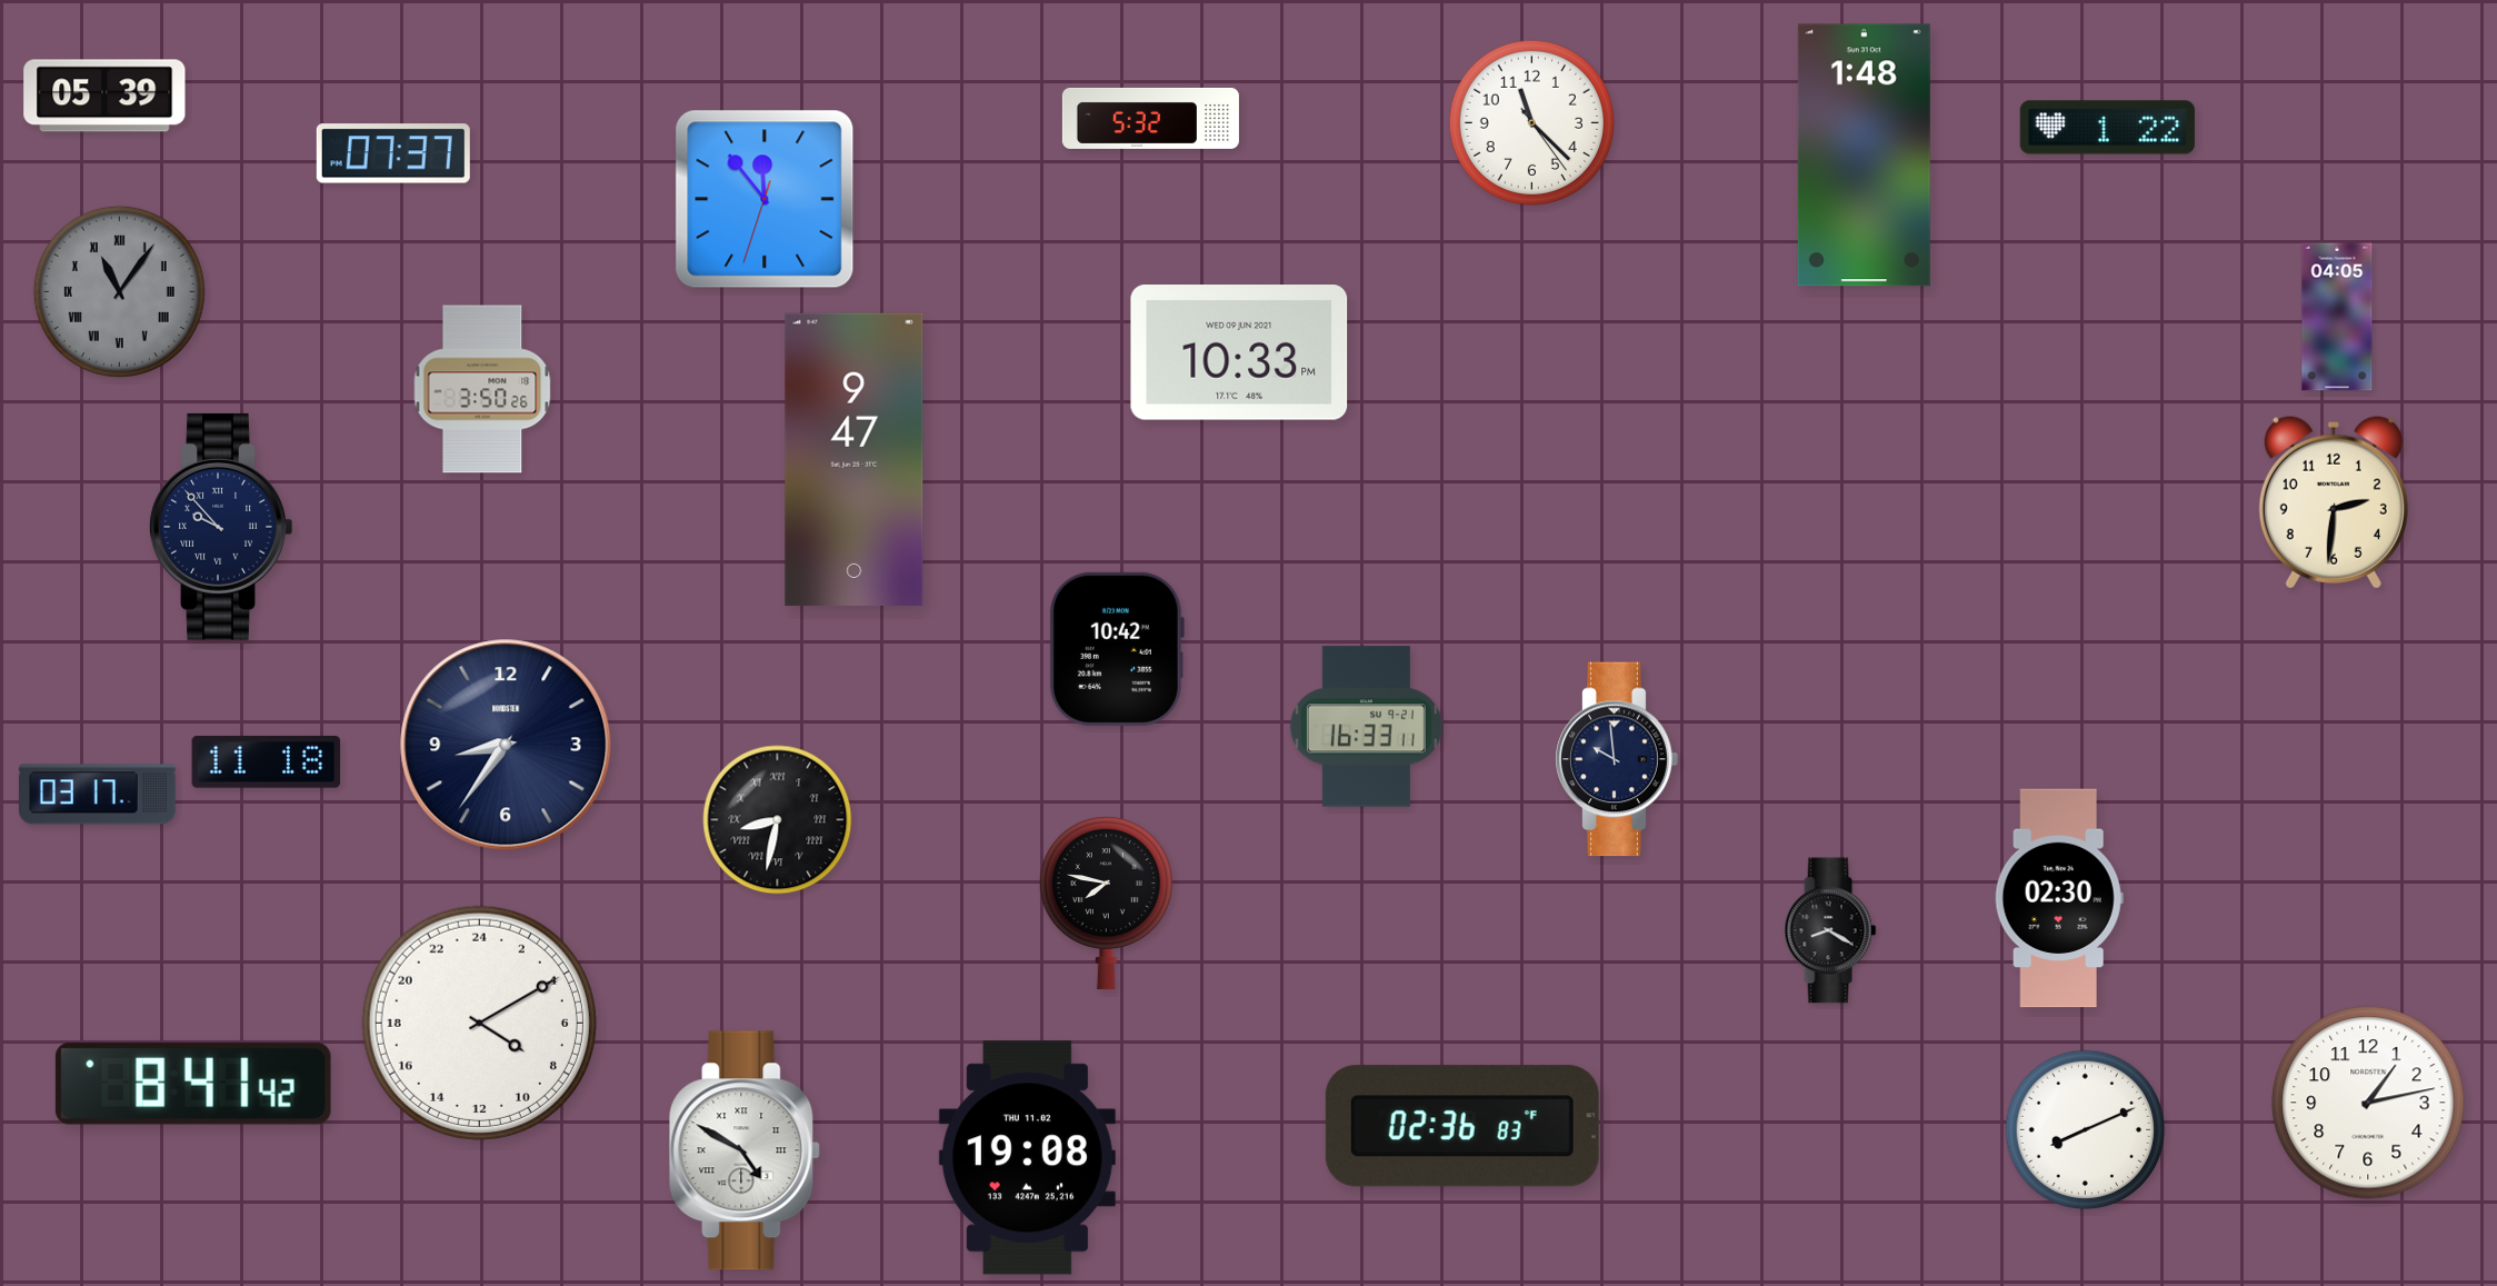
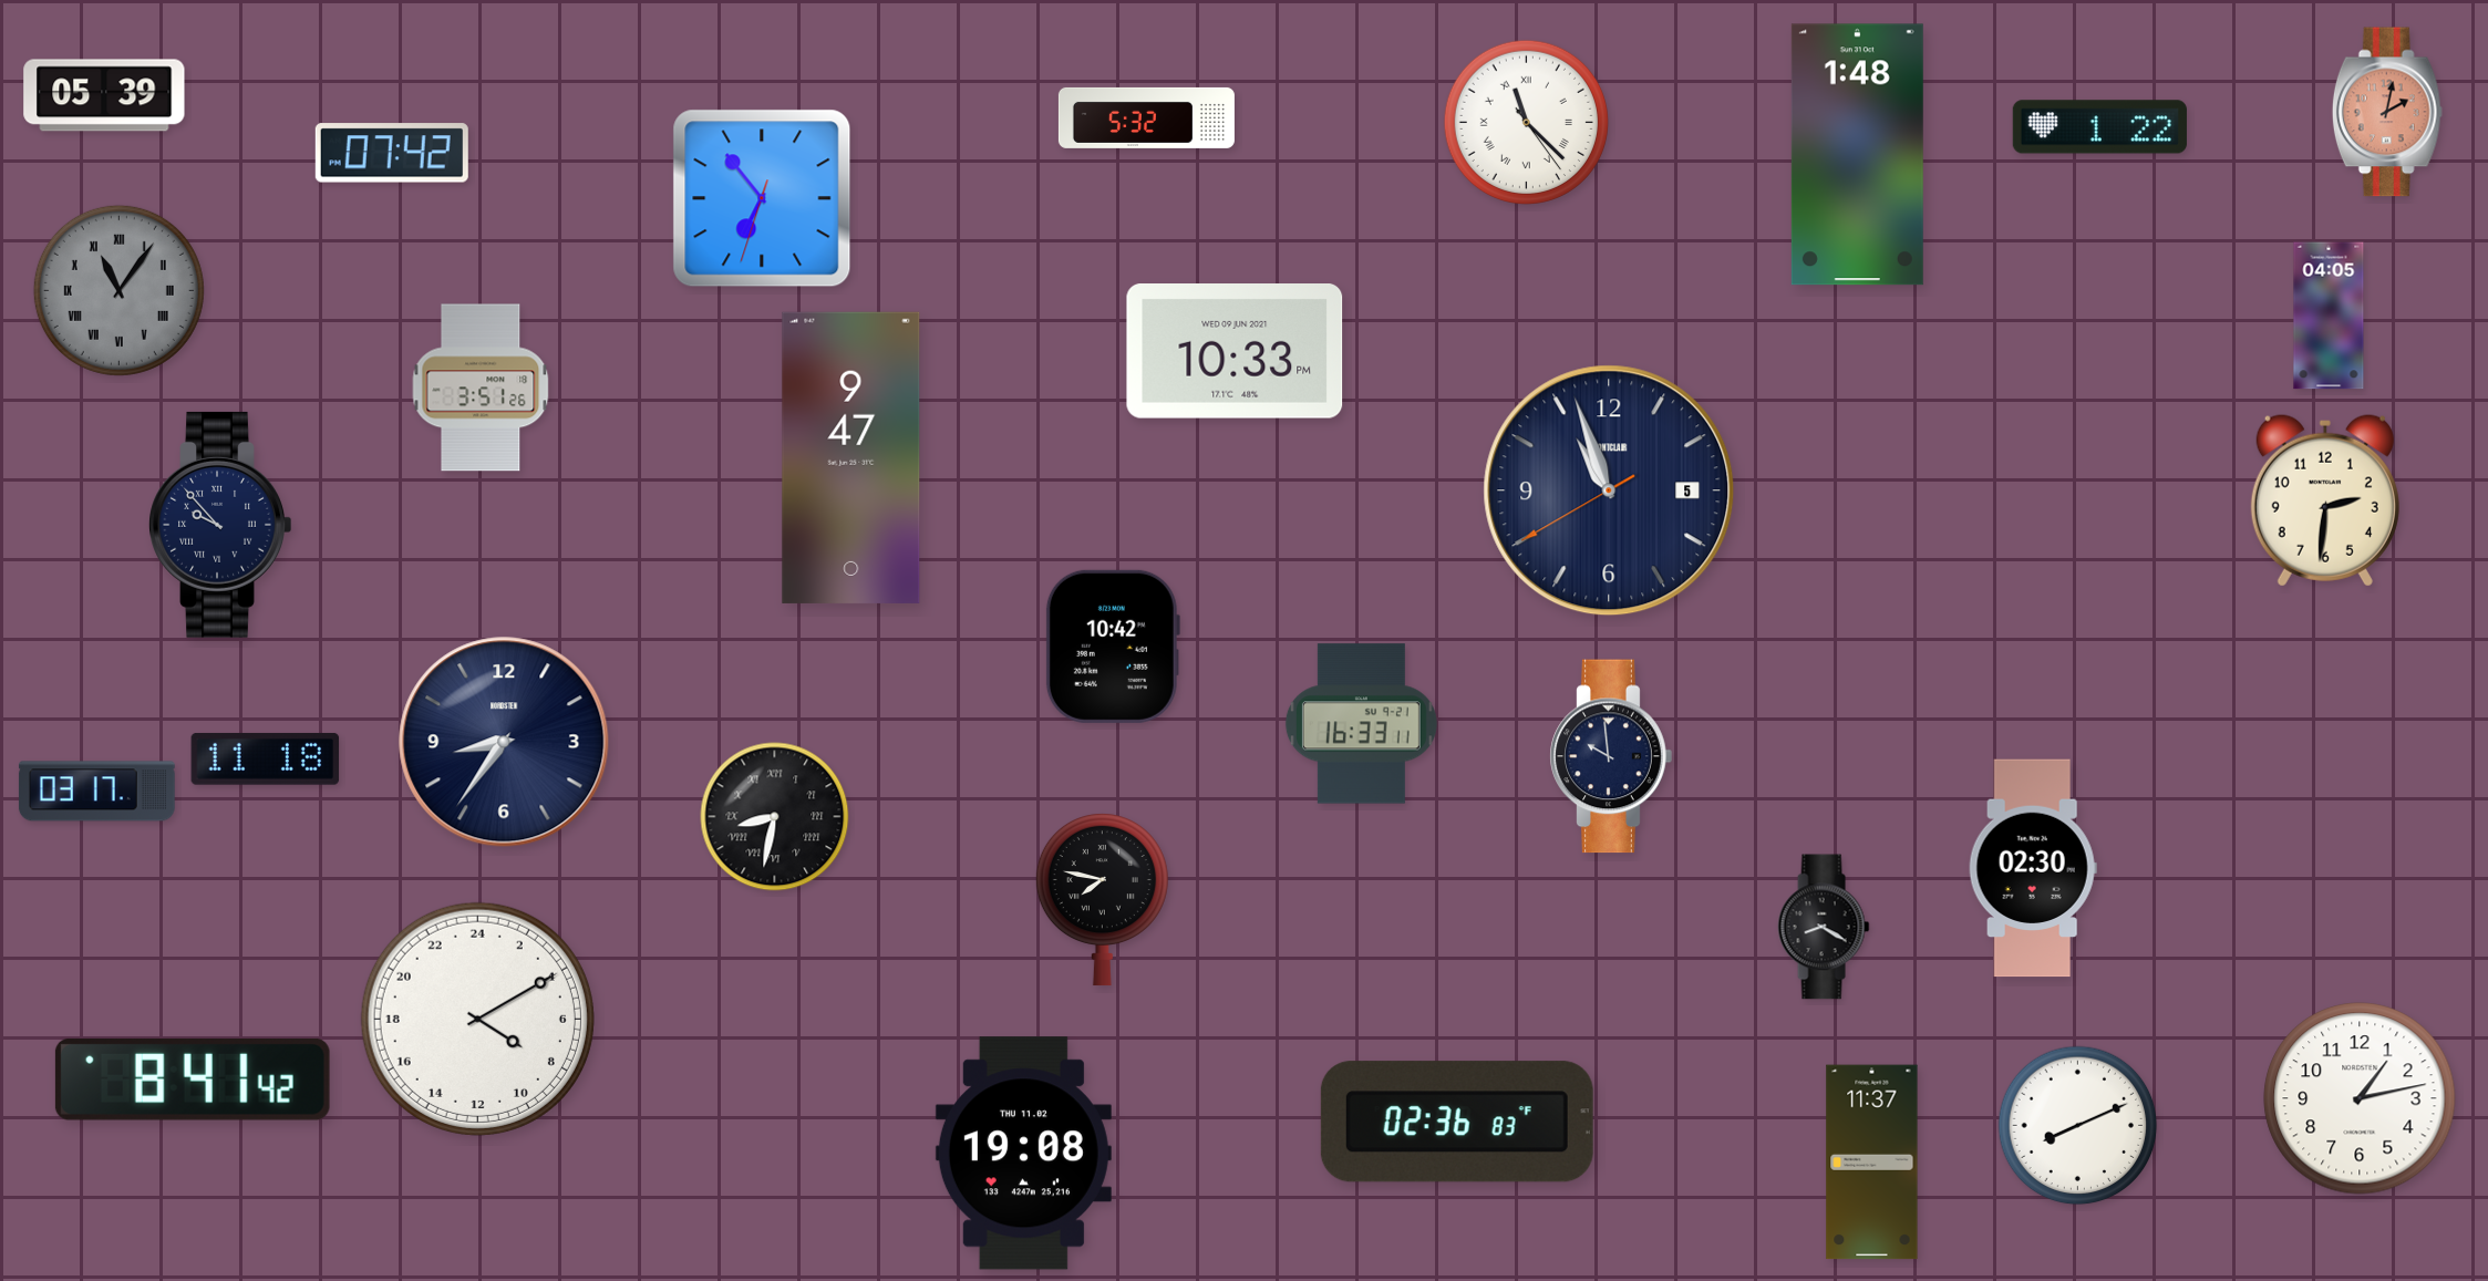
clock at (2387, 112): none -> 2:02
clock at (1531, 122) numerals: Arabic -> Roman
clock at (393, 153): 07:37 -> 07:42
clock at (765, 199): 11:53 -> 6:53
clock at (482, 389): 3:50 -> 3:51
clock at (1609, 490): none -> 10:56
clock at (2059, 898) position: (2059, 898) -> (2033, 868)
clock at (745, 1150): 4:50 -> none
clock at (1872, 1163): none -> 11:37
